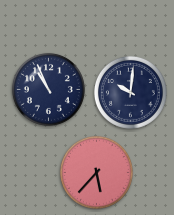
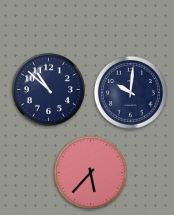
clock at (48, 89): 10:56 -> 10:52
clock at (96, 172) position: (96, 172) -> (90, 172)
